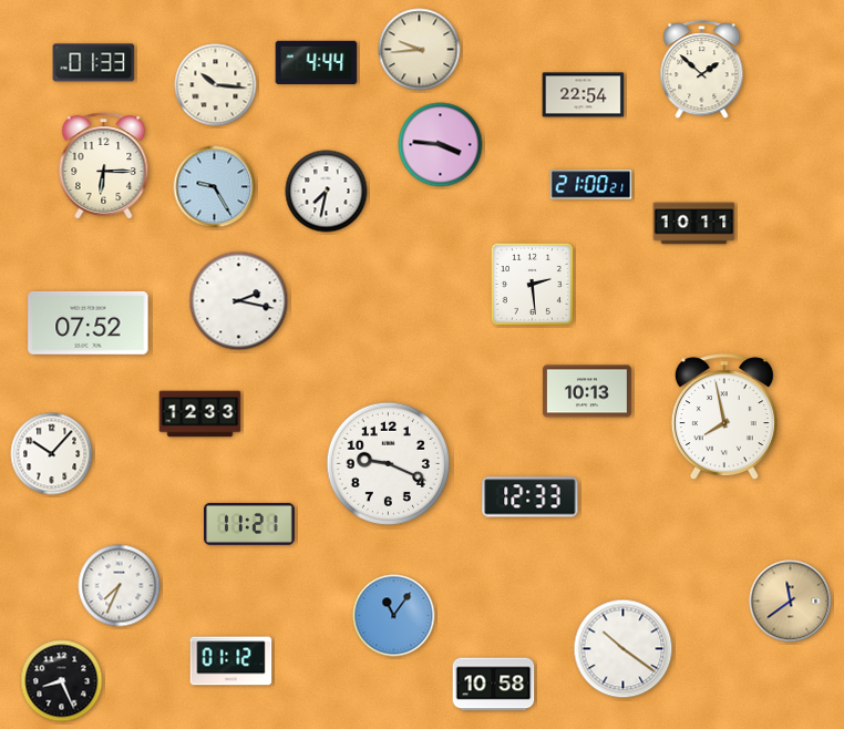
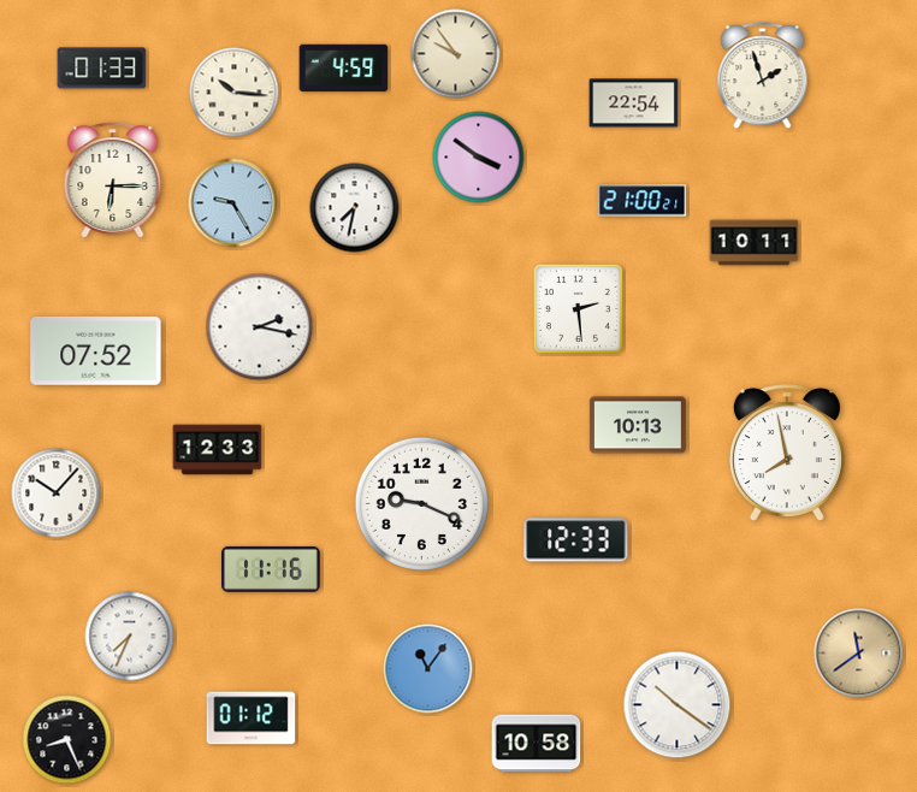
clock at (420, 50): 9:44 -> 9:54
clock at (317, 63): 4:44 -> 4:59
clock at (702, 70): 1:52 -> 1:57
clock at (441, 145): 3:46 -> 3:51
clock at (250, 524): 11:21 -> 11:16
